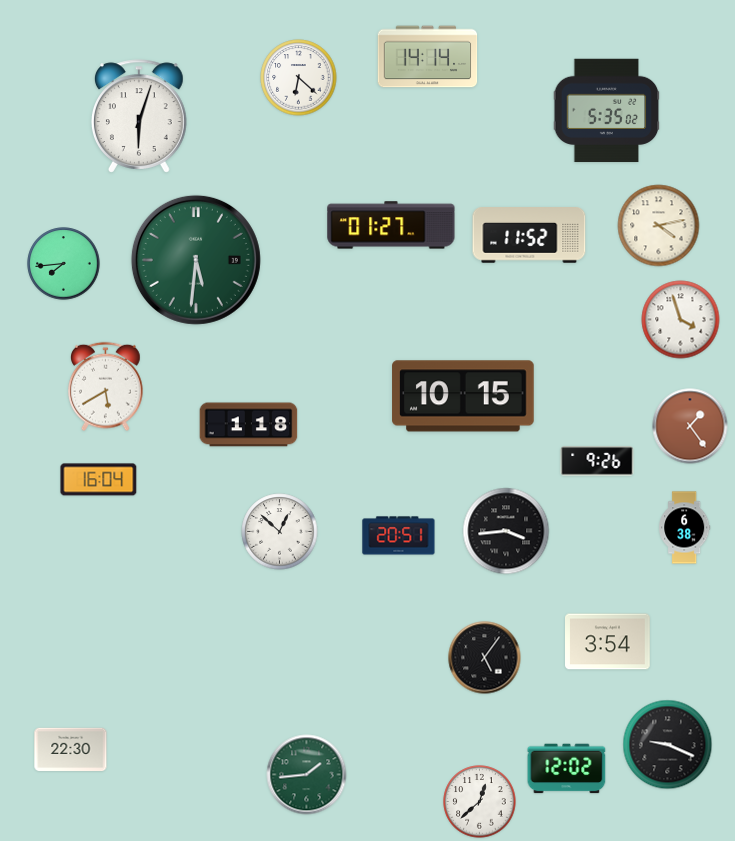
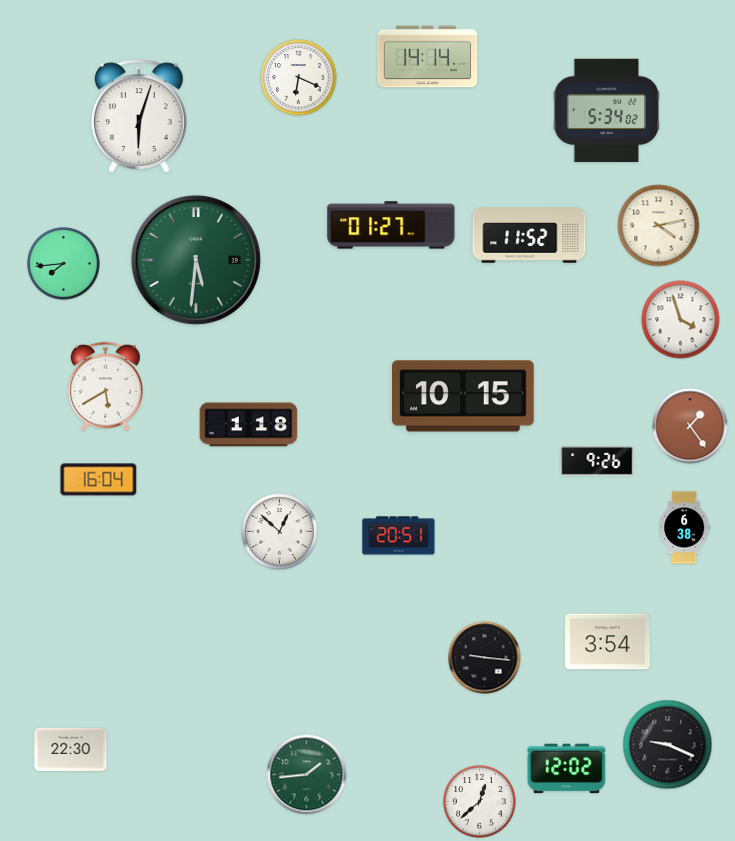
clock at (299, 78): 6:22 -> 6:19
clock at (607, 111): 5:35 -> 5:34
clock at (506, 531): 3:44 -> none
clock at (485, 658): 5:06 -> 9:16
